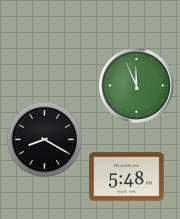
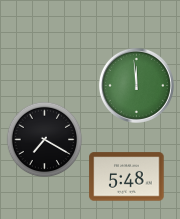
clock at (136, 85): 11:56 -> 11:59
clock at (45, 140): 8:20 -> 7:20
